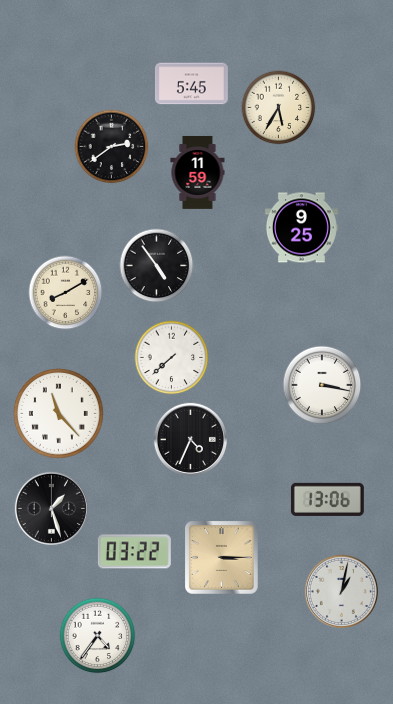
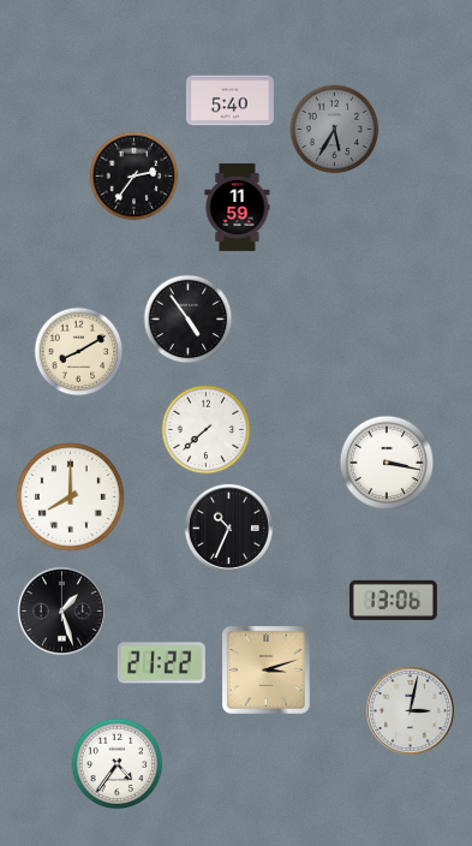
clock at (191, 84): 5:45 -> 5:40
clock at (279, 108) dial: cream -> grey
clock at (112, 147): 2:39 -> 2:36
clock at (301, 228): 9:25 -> none
clock at (58, 413): 11:23 -> 8:00
clock at (190, 439): 4:34 -> 10:34
clock at (134, 552): 03:22 -> 21:22
clock at (222, 558): 3:15 -> 3:12
clock at (341, 591): 1:02 -> 3:02
